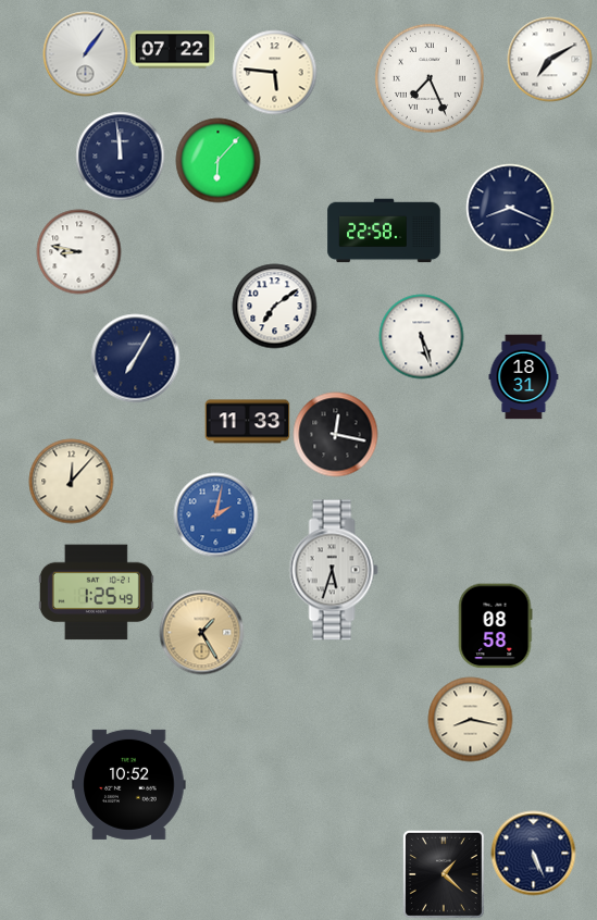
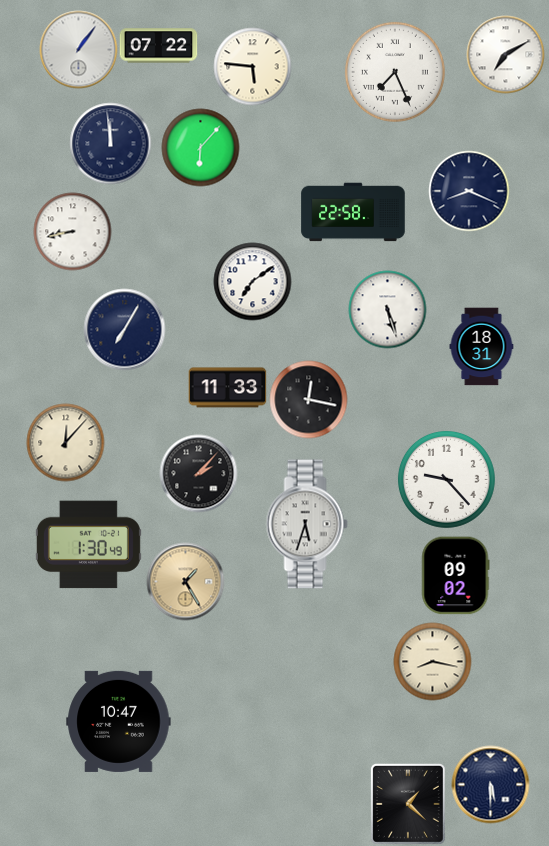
clock at (78, 251): 8:47 -> 8:43
clock at (215, 514): 2:02 -> 2:07
clock at (215, 514) dial: blue -> black
clock at (446, 479): none -> 9:23
clock at (96, 593): 1:25 -> 1:30
clock at (495, 625): 08:58 -> 09:02
clock at (129, 784): 10:52 -> 10:47
clock at (533, 853): 5:26 -> 5:30
